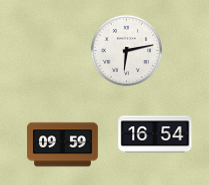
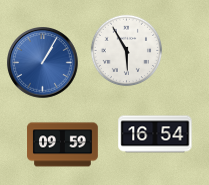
clock at (127, 51): 6:13 -> 5:55
clock at (43, 63): none -> 1:05
